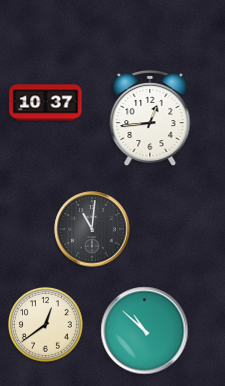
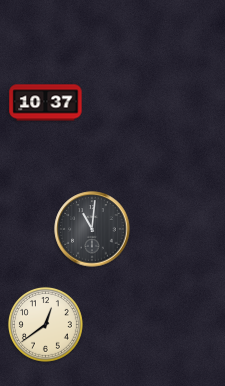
clock at (150, 118): 12:44 -> none
clock at (145, 331): 10:52 -> none
